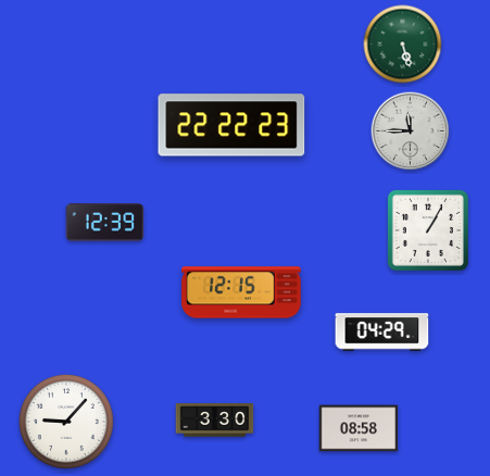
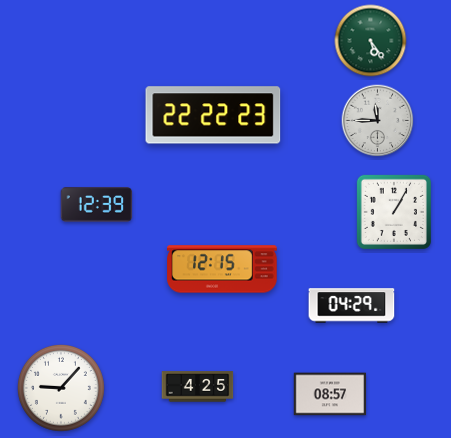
clock at (403, 45): 5:27 -> 5:24
clock at (215, 421): 3:30 -> 4:25
clock at (359, 428): 08:58 -> 08:57
